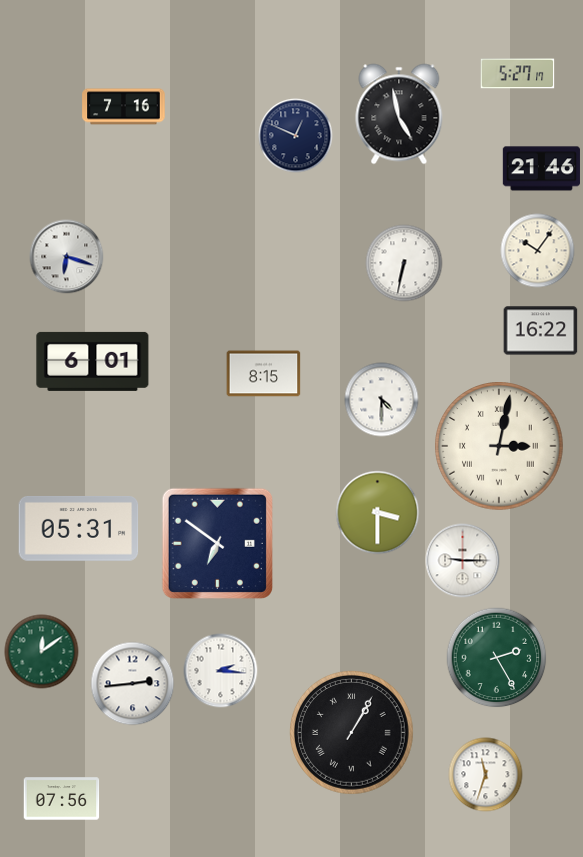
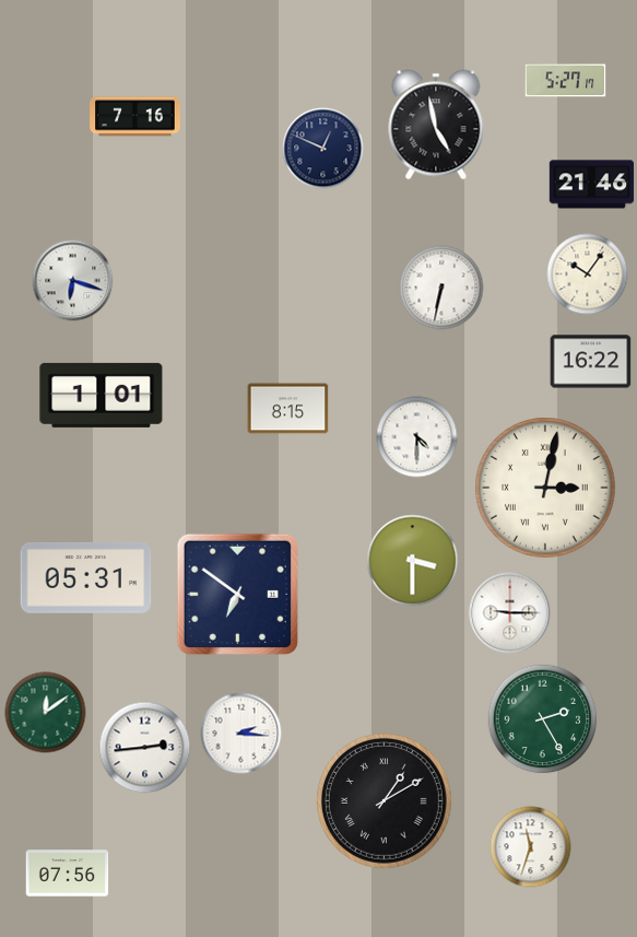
clock at (93, 361): 6:01 -> 1:01
clock at (463, 561) position: (463, 561) -> (510, 613)
clock at (352, 733): 1:05 -> 1:10
